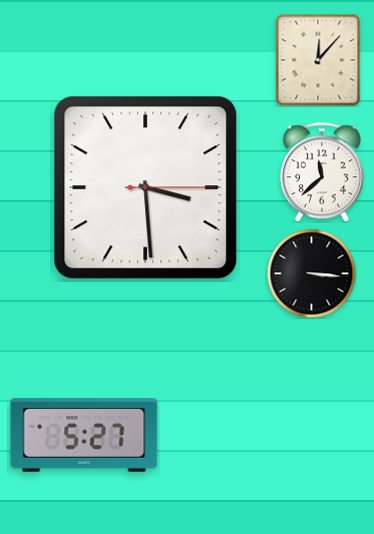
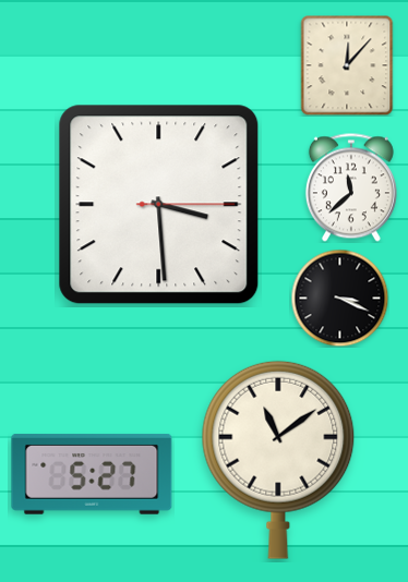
clock at (311, 273): 3:16 -> 3:19
clock at (278, 460): none -> 11:09
